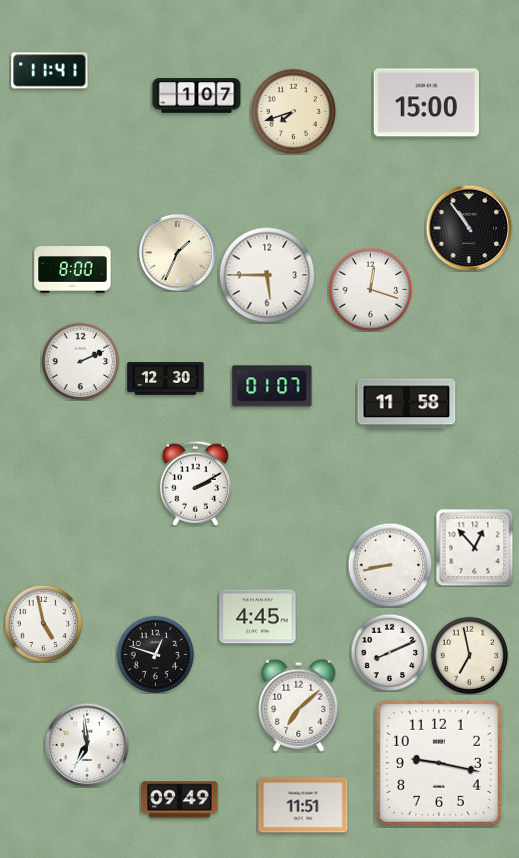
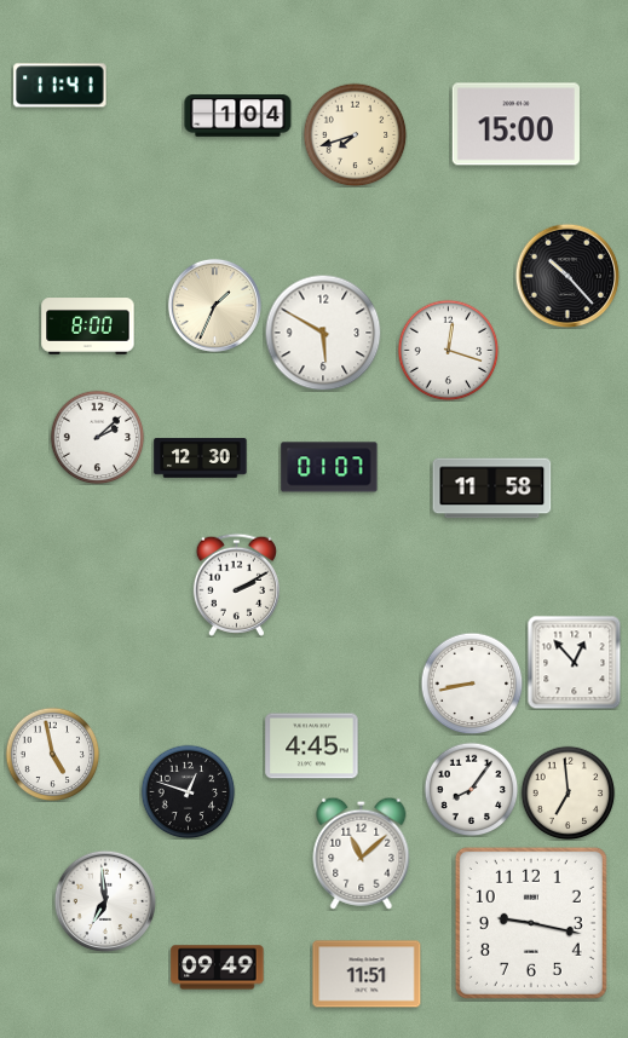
clock at (197, 96): 1:07 -> 1:04
clock at (469, 228): 10:54 -> 10:23
clock at (267, 275): 5:45 -> 5:50
clock at (80, 361): 2:11 -> 2:08
clock at (389, 652): 8:11 -> 8:06
clock at (469, 655): 6:58 -> 6:59
clock at (299, 705): 7:08 -> 11:08
